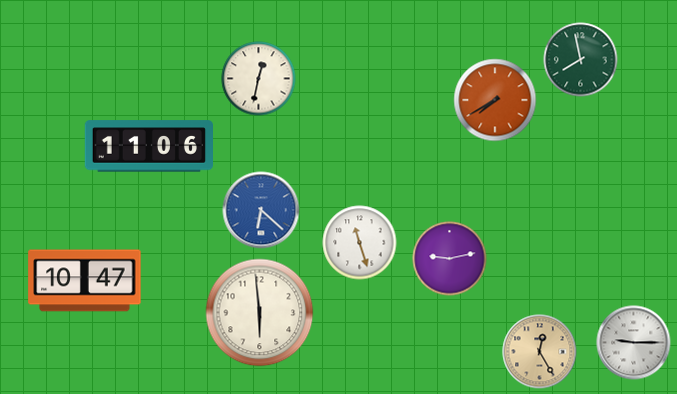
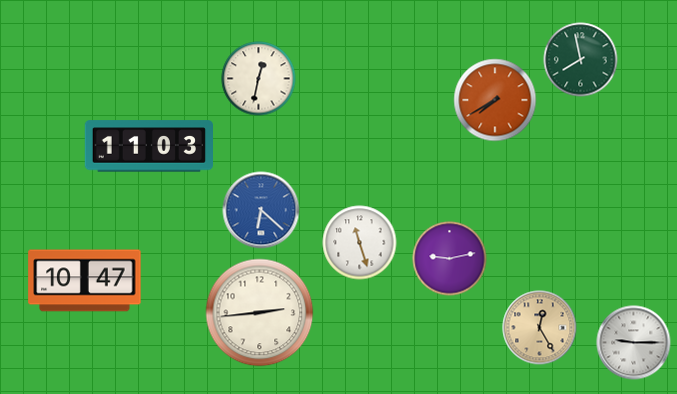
clock at (148, 146): 11:06 -> 11:03
clock at (260, 313): 5:59 -> 2:44
clock at (540, 352) position: (540, 352) -> (540, 328)
